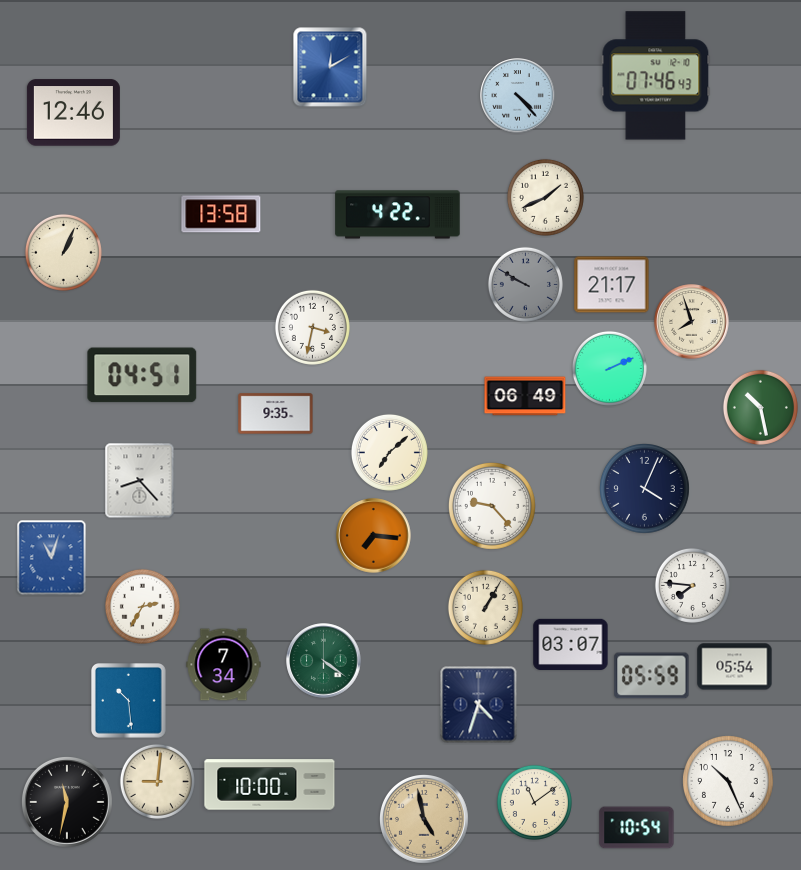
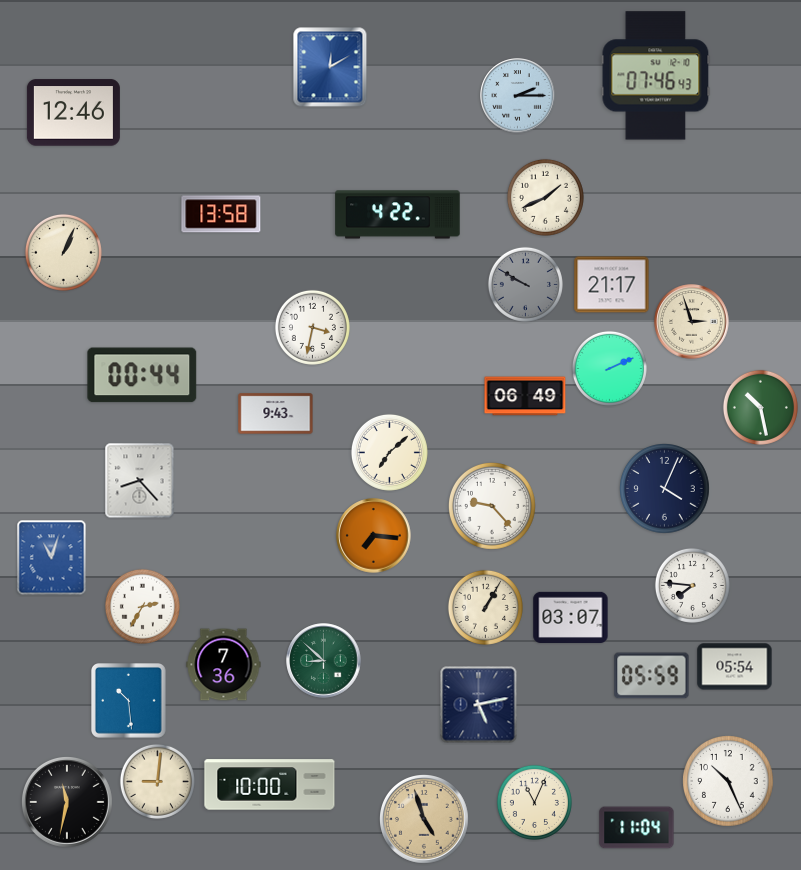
clock at (518, 96): 4:23 -> 2:15
clock at (692, 322): 7:57 -> 2:57
clock at (142, 375): 04:51 -> 00:44
clock at (276, 414): 9:35 -> 9:43
clock at (645, 489) position: (645, 489) -> (665, 489)
clock at (571, 644) position: (571, 644) -> (571, 617)
clock at (324, 661): 4:21 -> 8:52
clock at (224, 665): 7:34 -> 7:36
clock at (479, 705): 4:33 -> 5:13
clock at (534, 802): 11:09 -> 11:04
clock at (425, 820): 4:58 -> 4:57
clock at (637, 828): 10:54 -> 11:04
